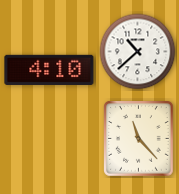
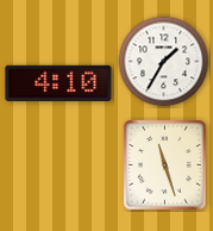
clock at (138, 52): 10:38 -> 1:35
clock at (139, 139): 11:23 -> 11:27
